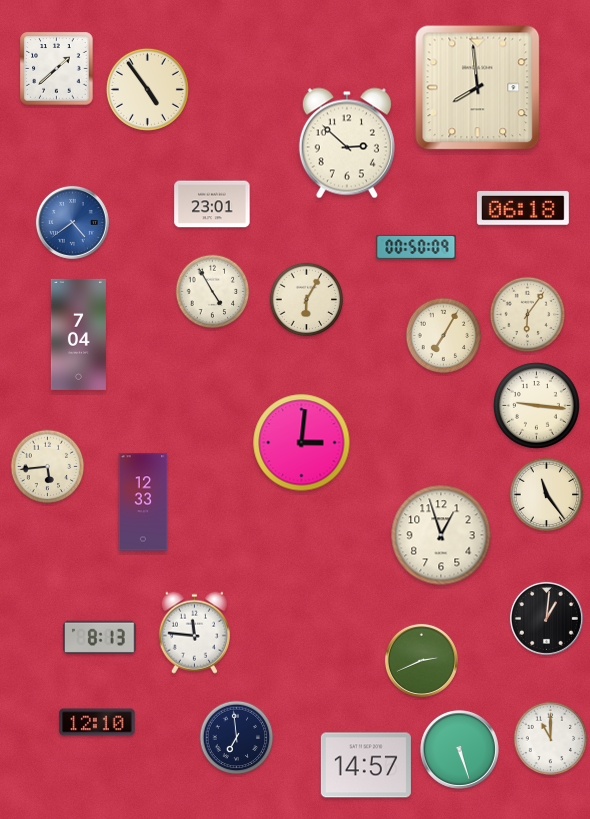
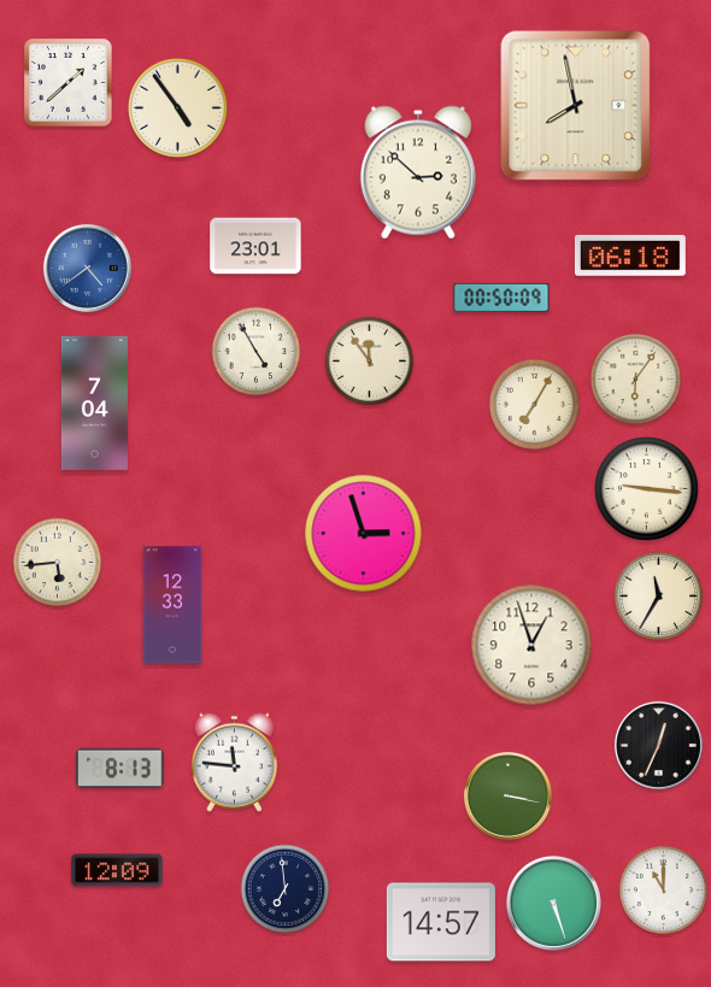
clock at (478, 88): 7:59 -> 7:58
clock at (523, 208) position: (523, 208) -> (630, 255)
clock at (307, 300): 6:05 -> 11:54
clock at (302, 443): 3:01 -> 2:57
clock at (547, 495): 11:24 -> 11:35
clock at (546, 618): 1:01 -> 12:34
clock at (421, 660): 2:41 -> 3:17
clock at (97, 722): 12:10 -> 12:09
